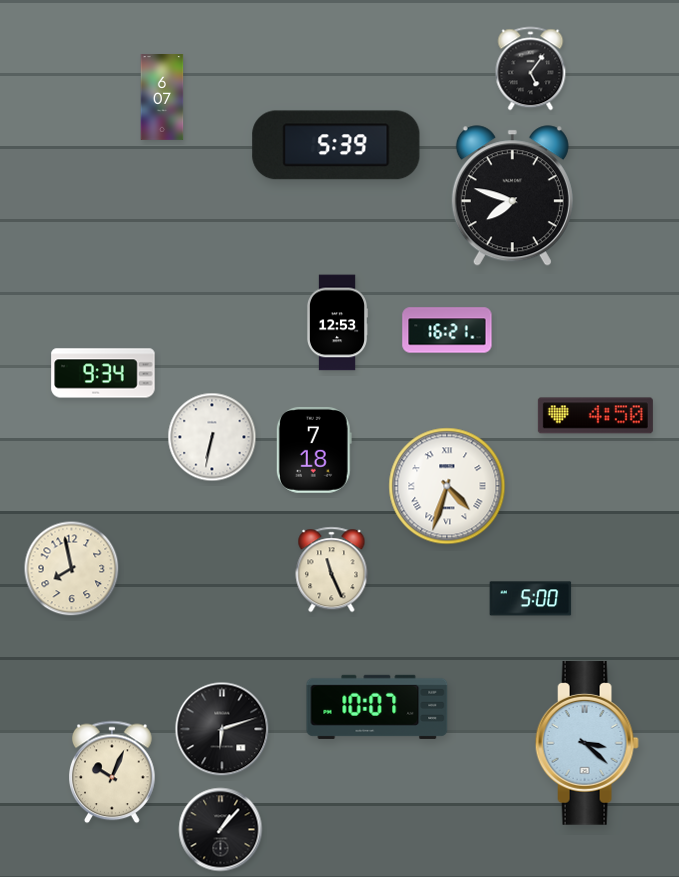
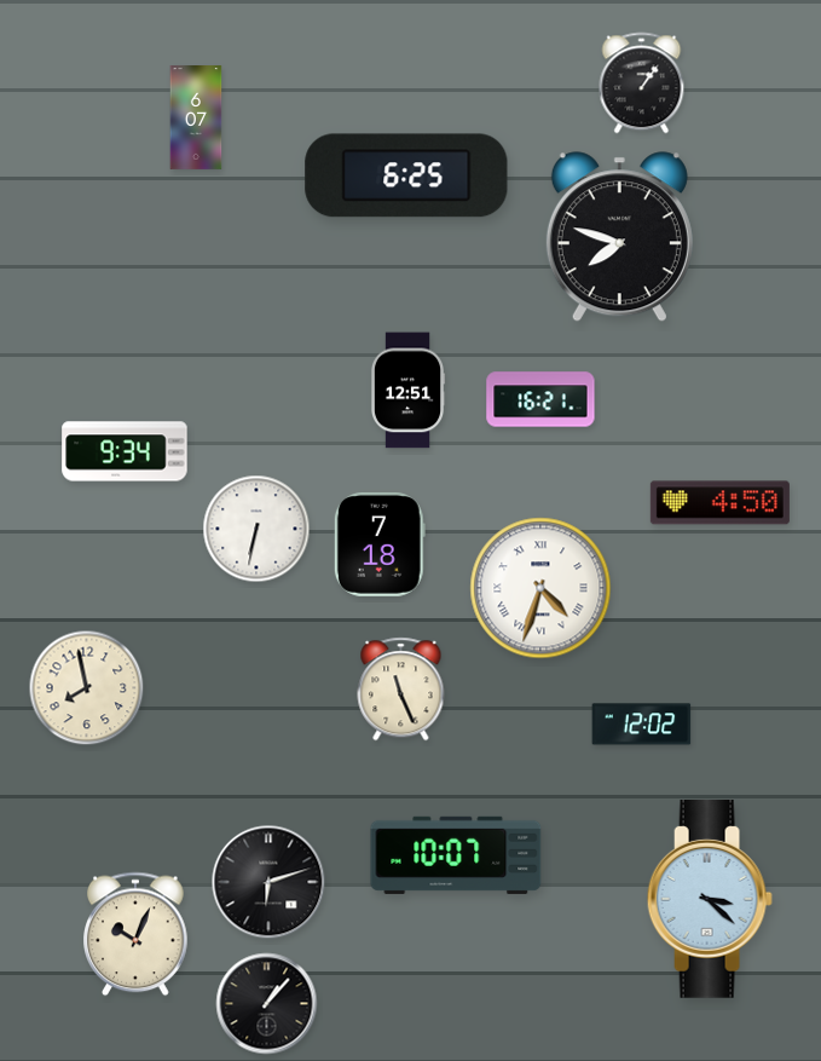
clock at (531, 69): 5:06 -> 1:06
clock at (336, 145): 5:39 -> 6:25
clock at (337, 323): 12:53 -> 12:51
clock at (531, 599): 5:00 -> 12:02
